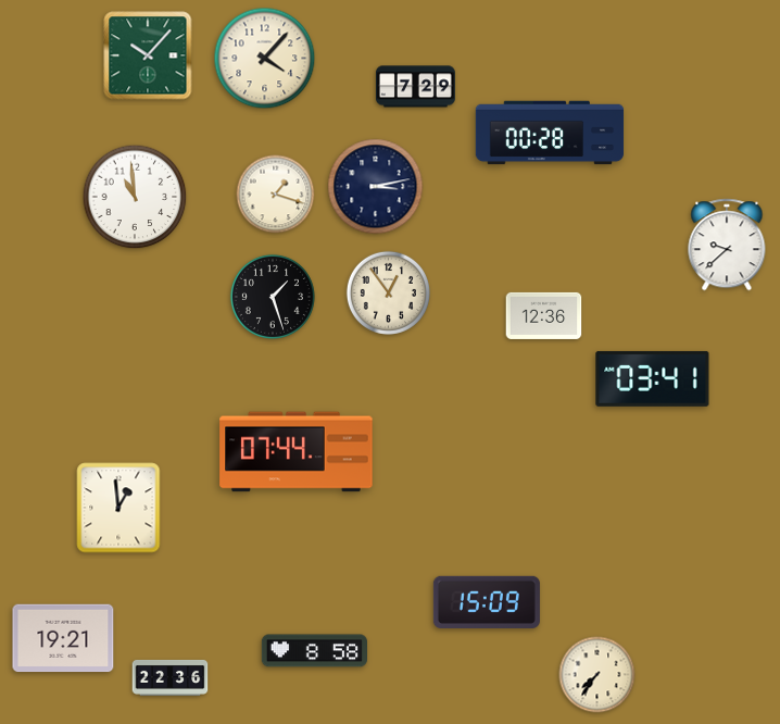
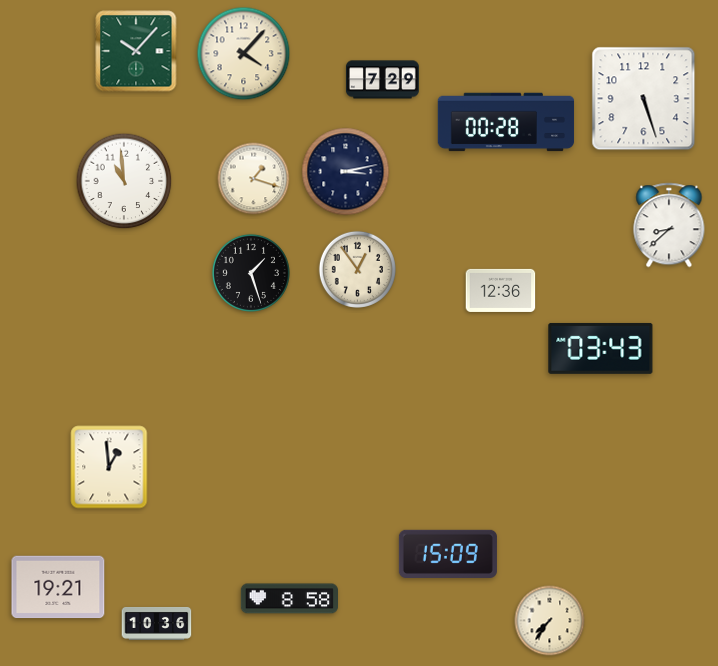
clock at (644, 99): none -> 5:27
clock at (727, 245): 9:38 -> 8:38
clock at (653, 378): 03:41 -> 03:43
clock at (297, 452): 07:44 -> none
clock at (171, 677): 22:36 -> 10:36
